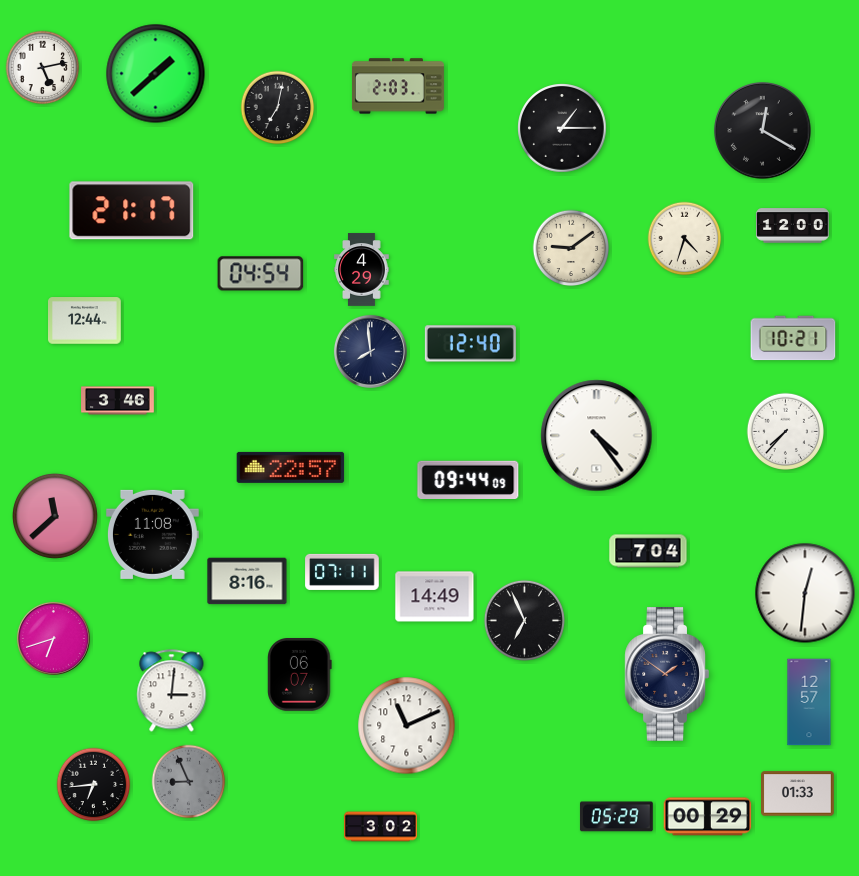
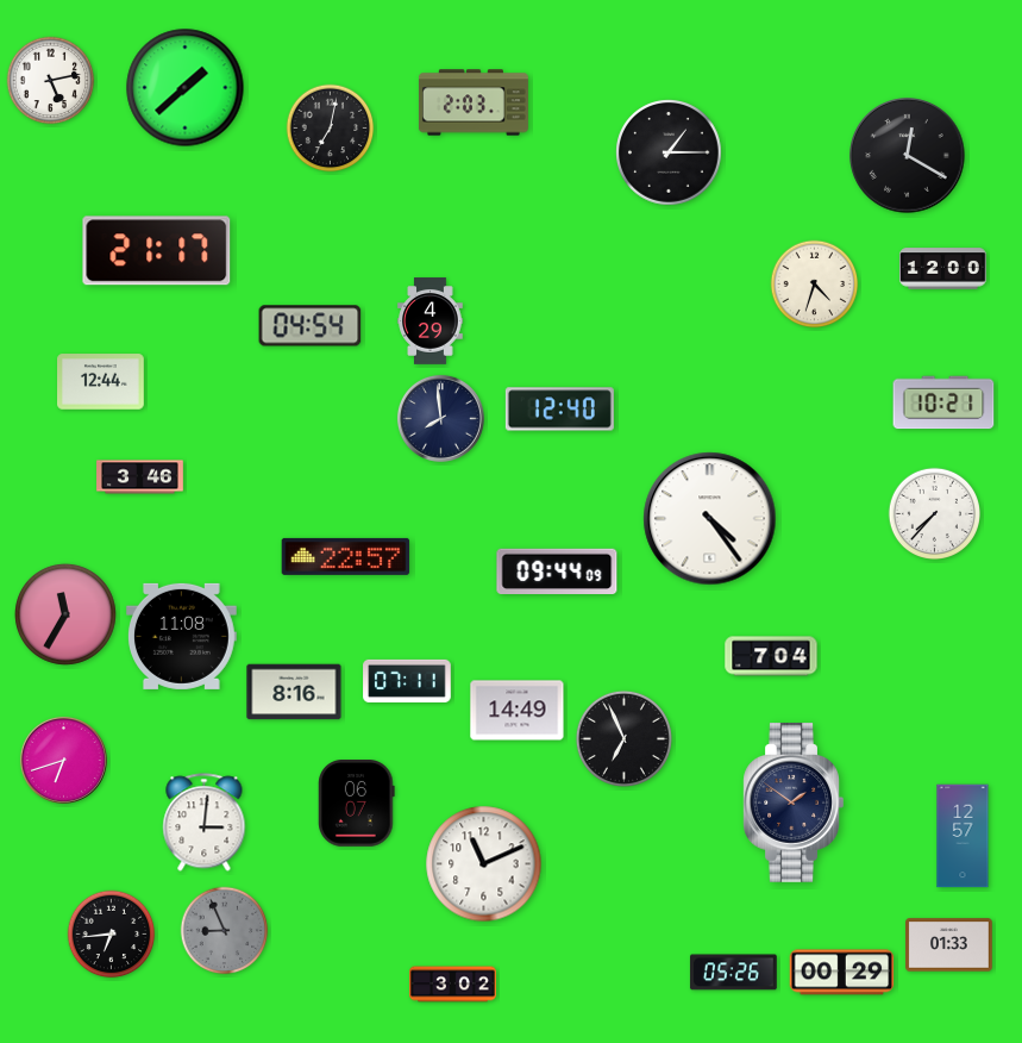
clock at (571, 248): 9:09 -> none
clock at (55, 516): 11:38 -> 11:35
clock at (805, 593): 12:31 -> none
clock at (617, 817): 05:29 -> 05:26
